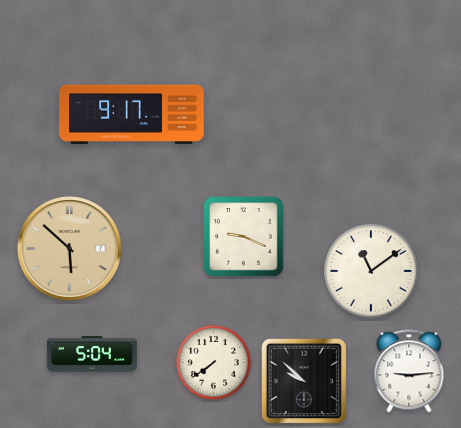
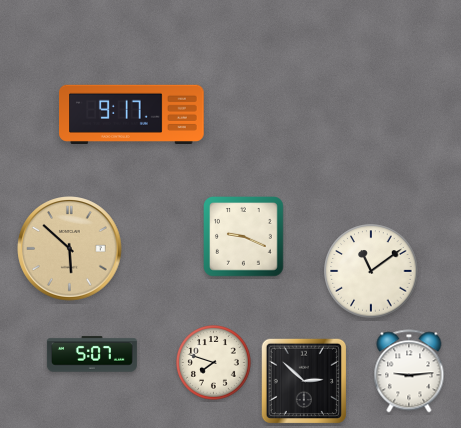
clock at (92, 354): 5:04 -> 5:07
clock at (214, 363): 7:39 -> 7:48
clock at (303, 380): 9:52 -> 2:52
